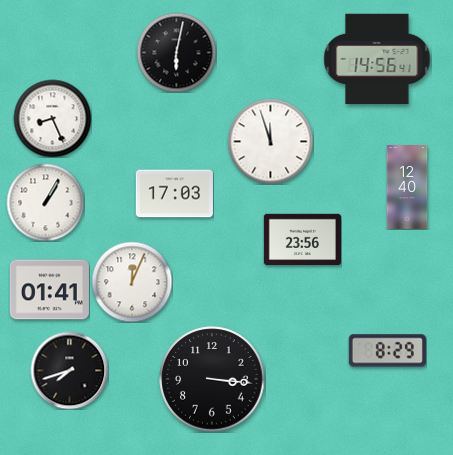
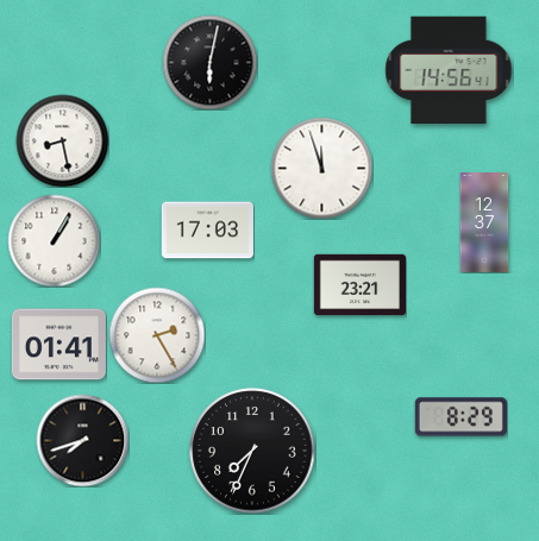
clock at (52, 118): 8:26 -> 8:28
clock at (407, 188): 12:40 -> 12:37
clock at (302, 240): 23:56 -> 23:21
clock at (132, 282): 12:04 -> 2:25
clock at (212, 379): 3:16 -> 7:34
